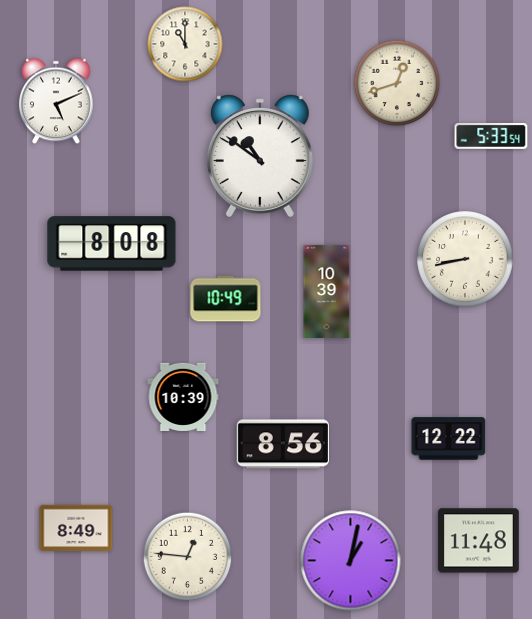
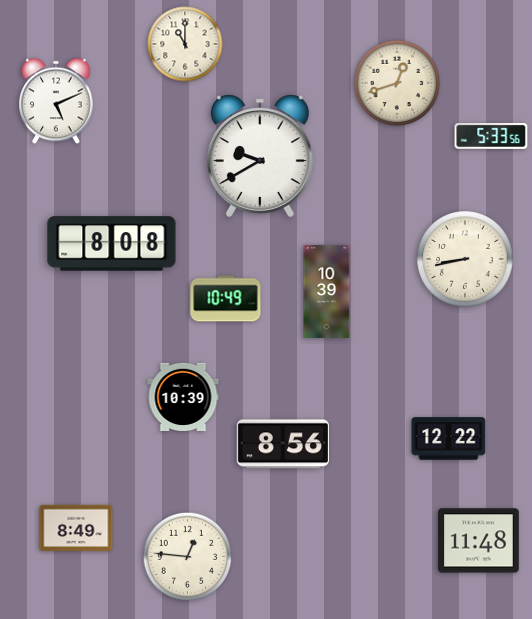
clock at (491, 136): 5:33:54 -> 5:33:56
clock at (260, 156): 10:51 -> 9:40
clock at (351, 561): 1:02 -> none
